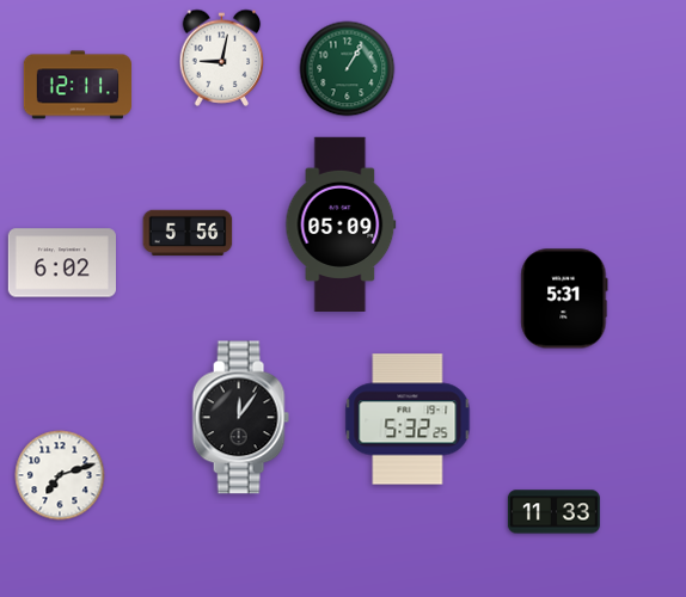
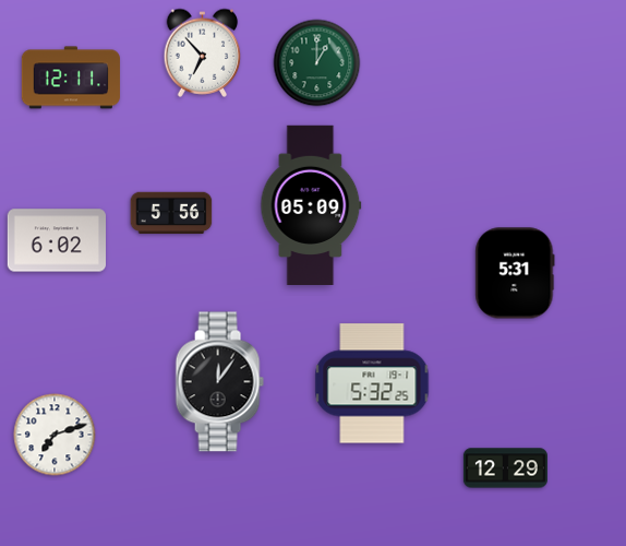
clock at (222, 57): 9:02 -> 6:53
clock at (348, 69): 1:05 -> 1:00
clock at (553, 512): 11:33 -> 12:29
